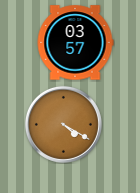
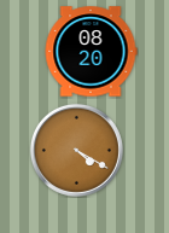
clock at (75, 43): 03:57 -> 08:20
